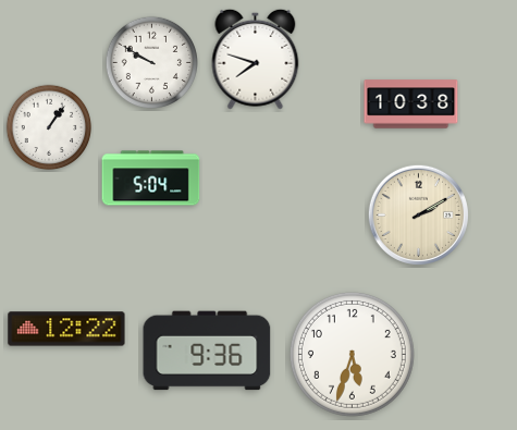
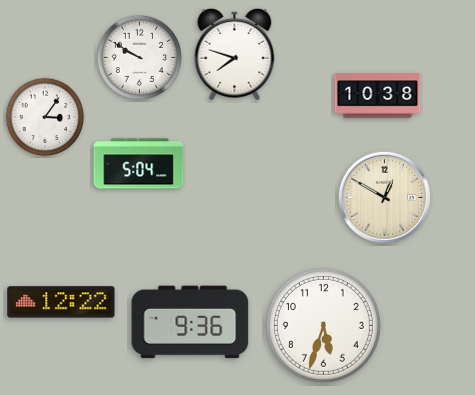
clock at (49, 127): 1:06 -> 3:06
clock at (418, 214): 2:10 -> 12:50
